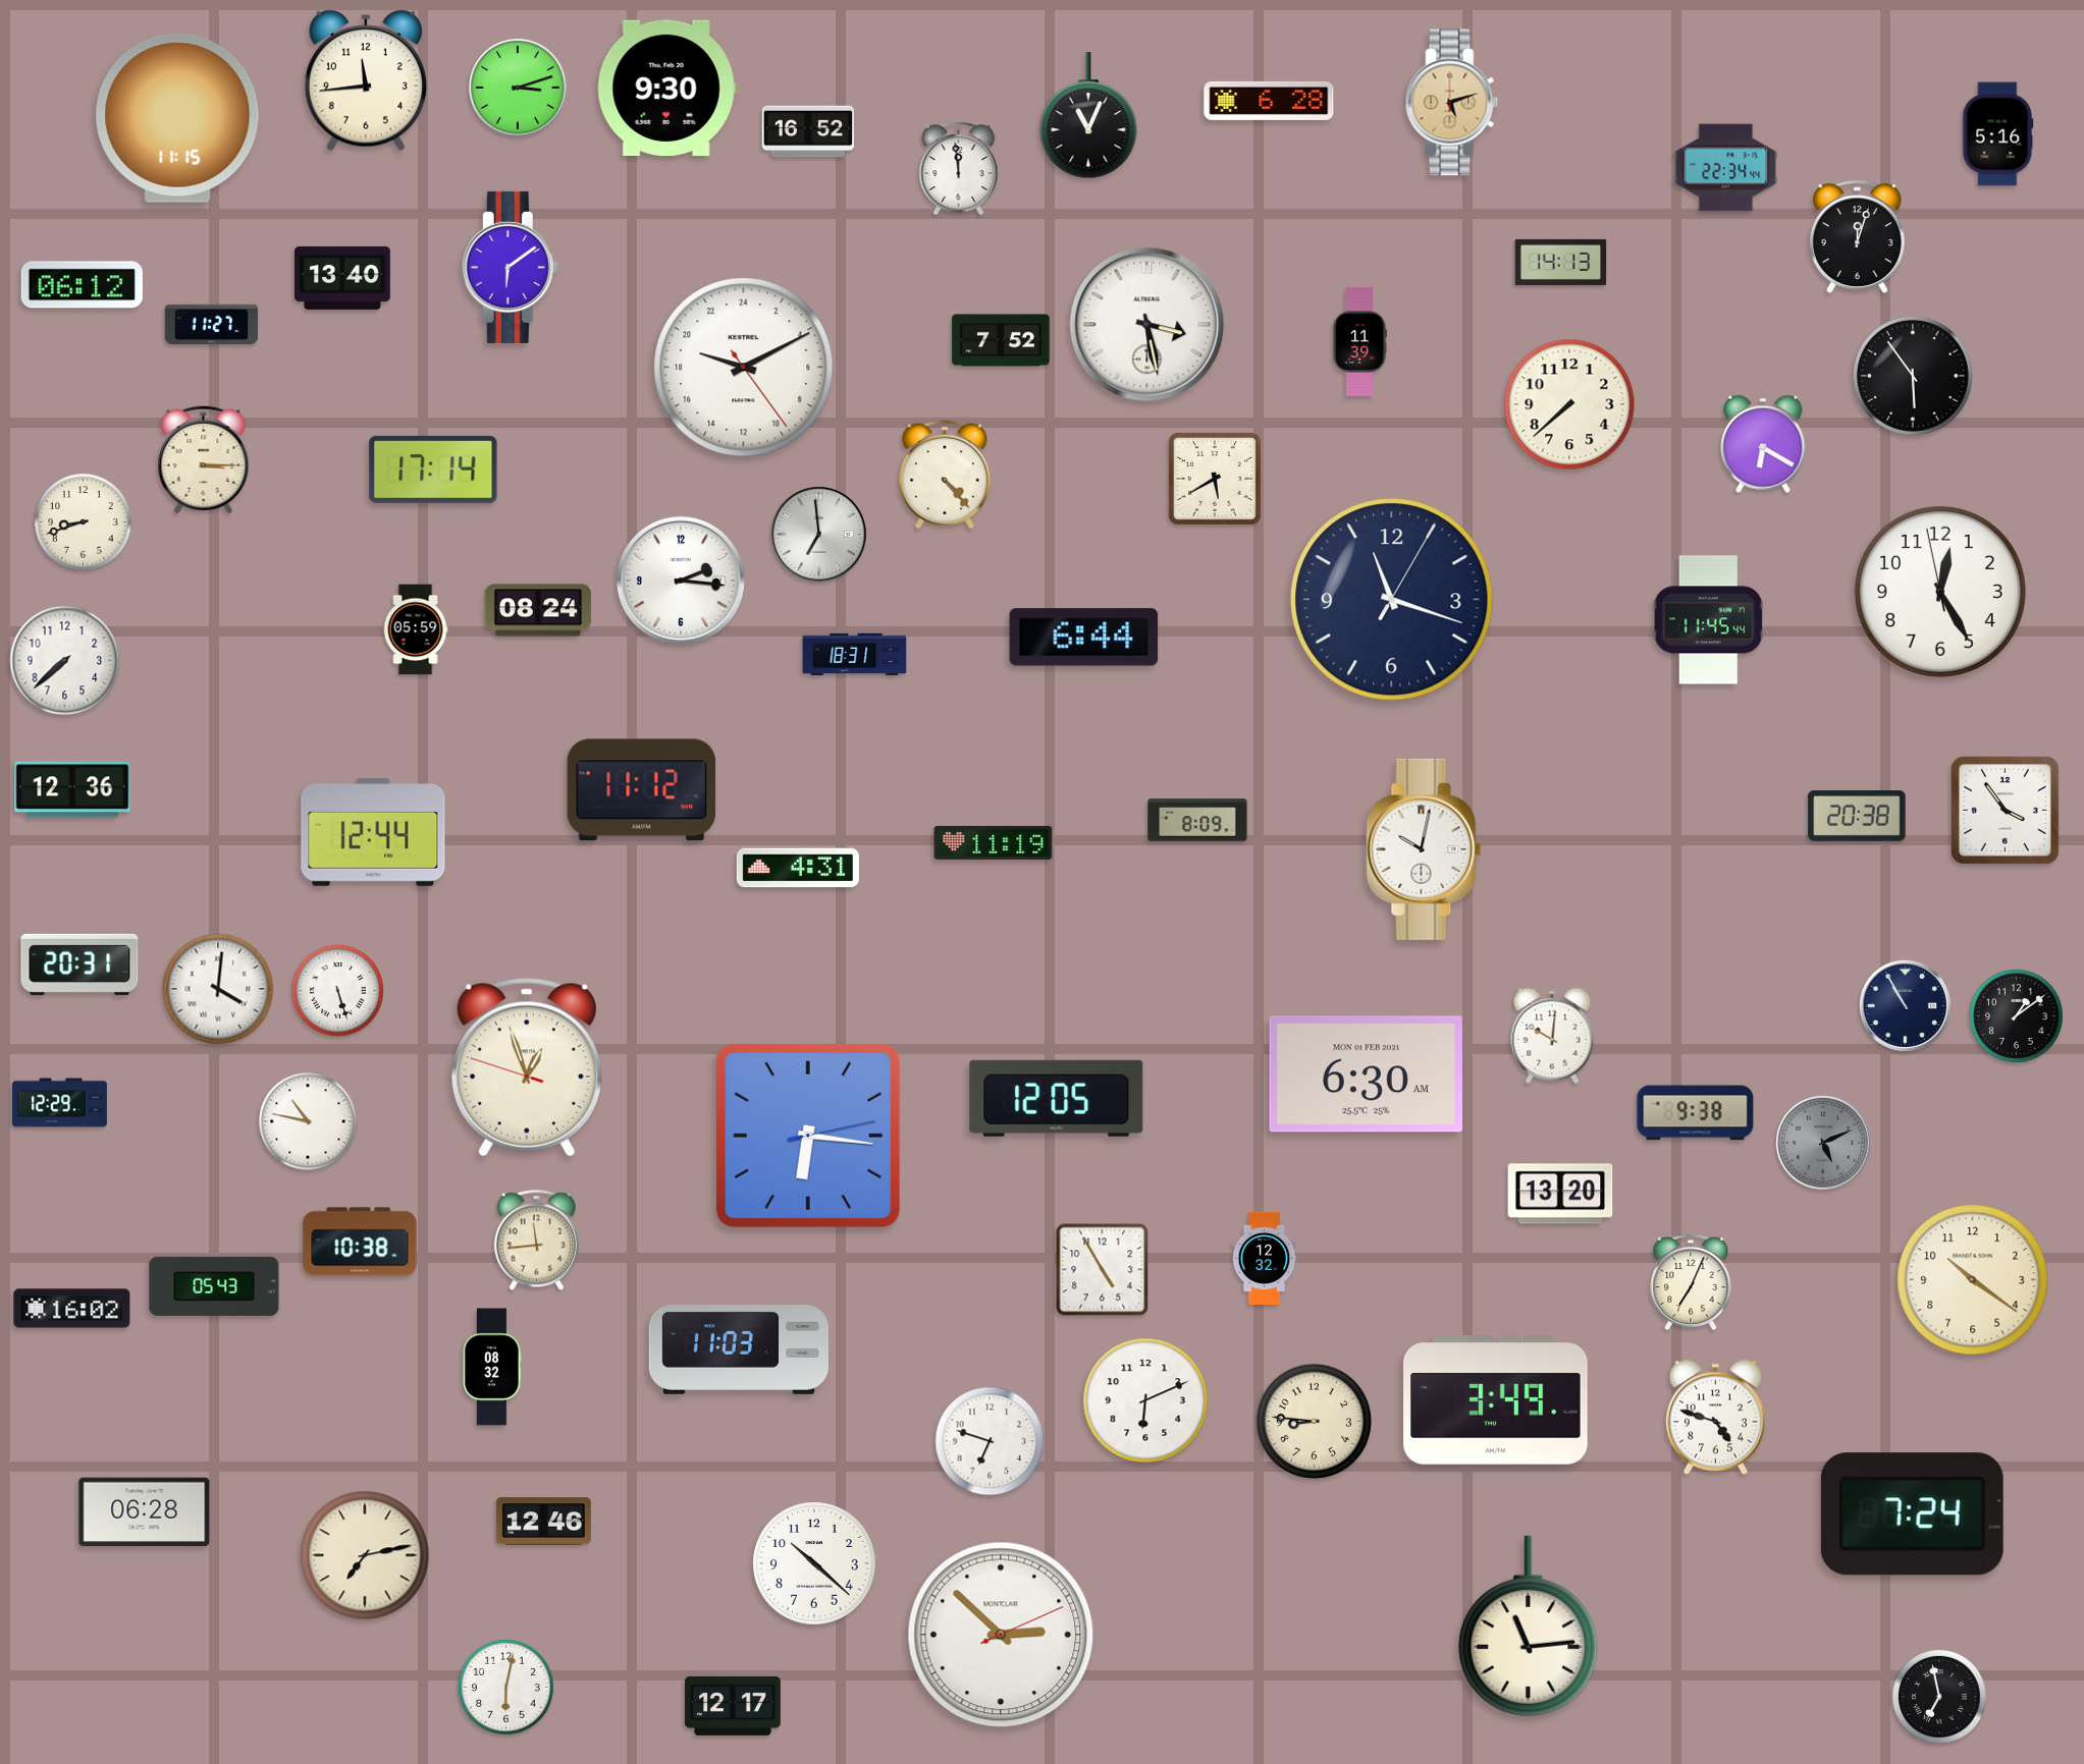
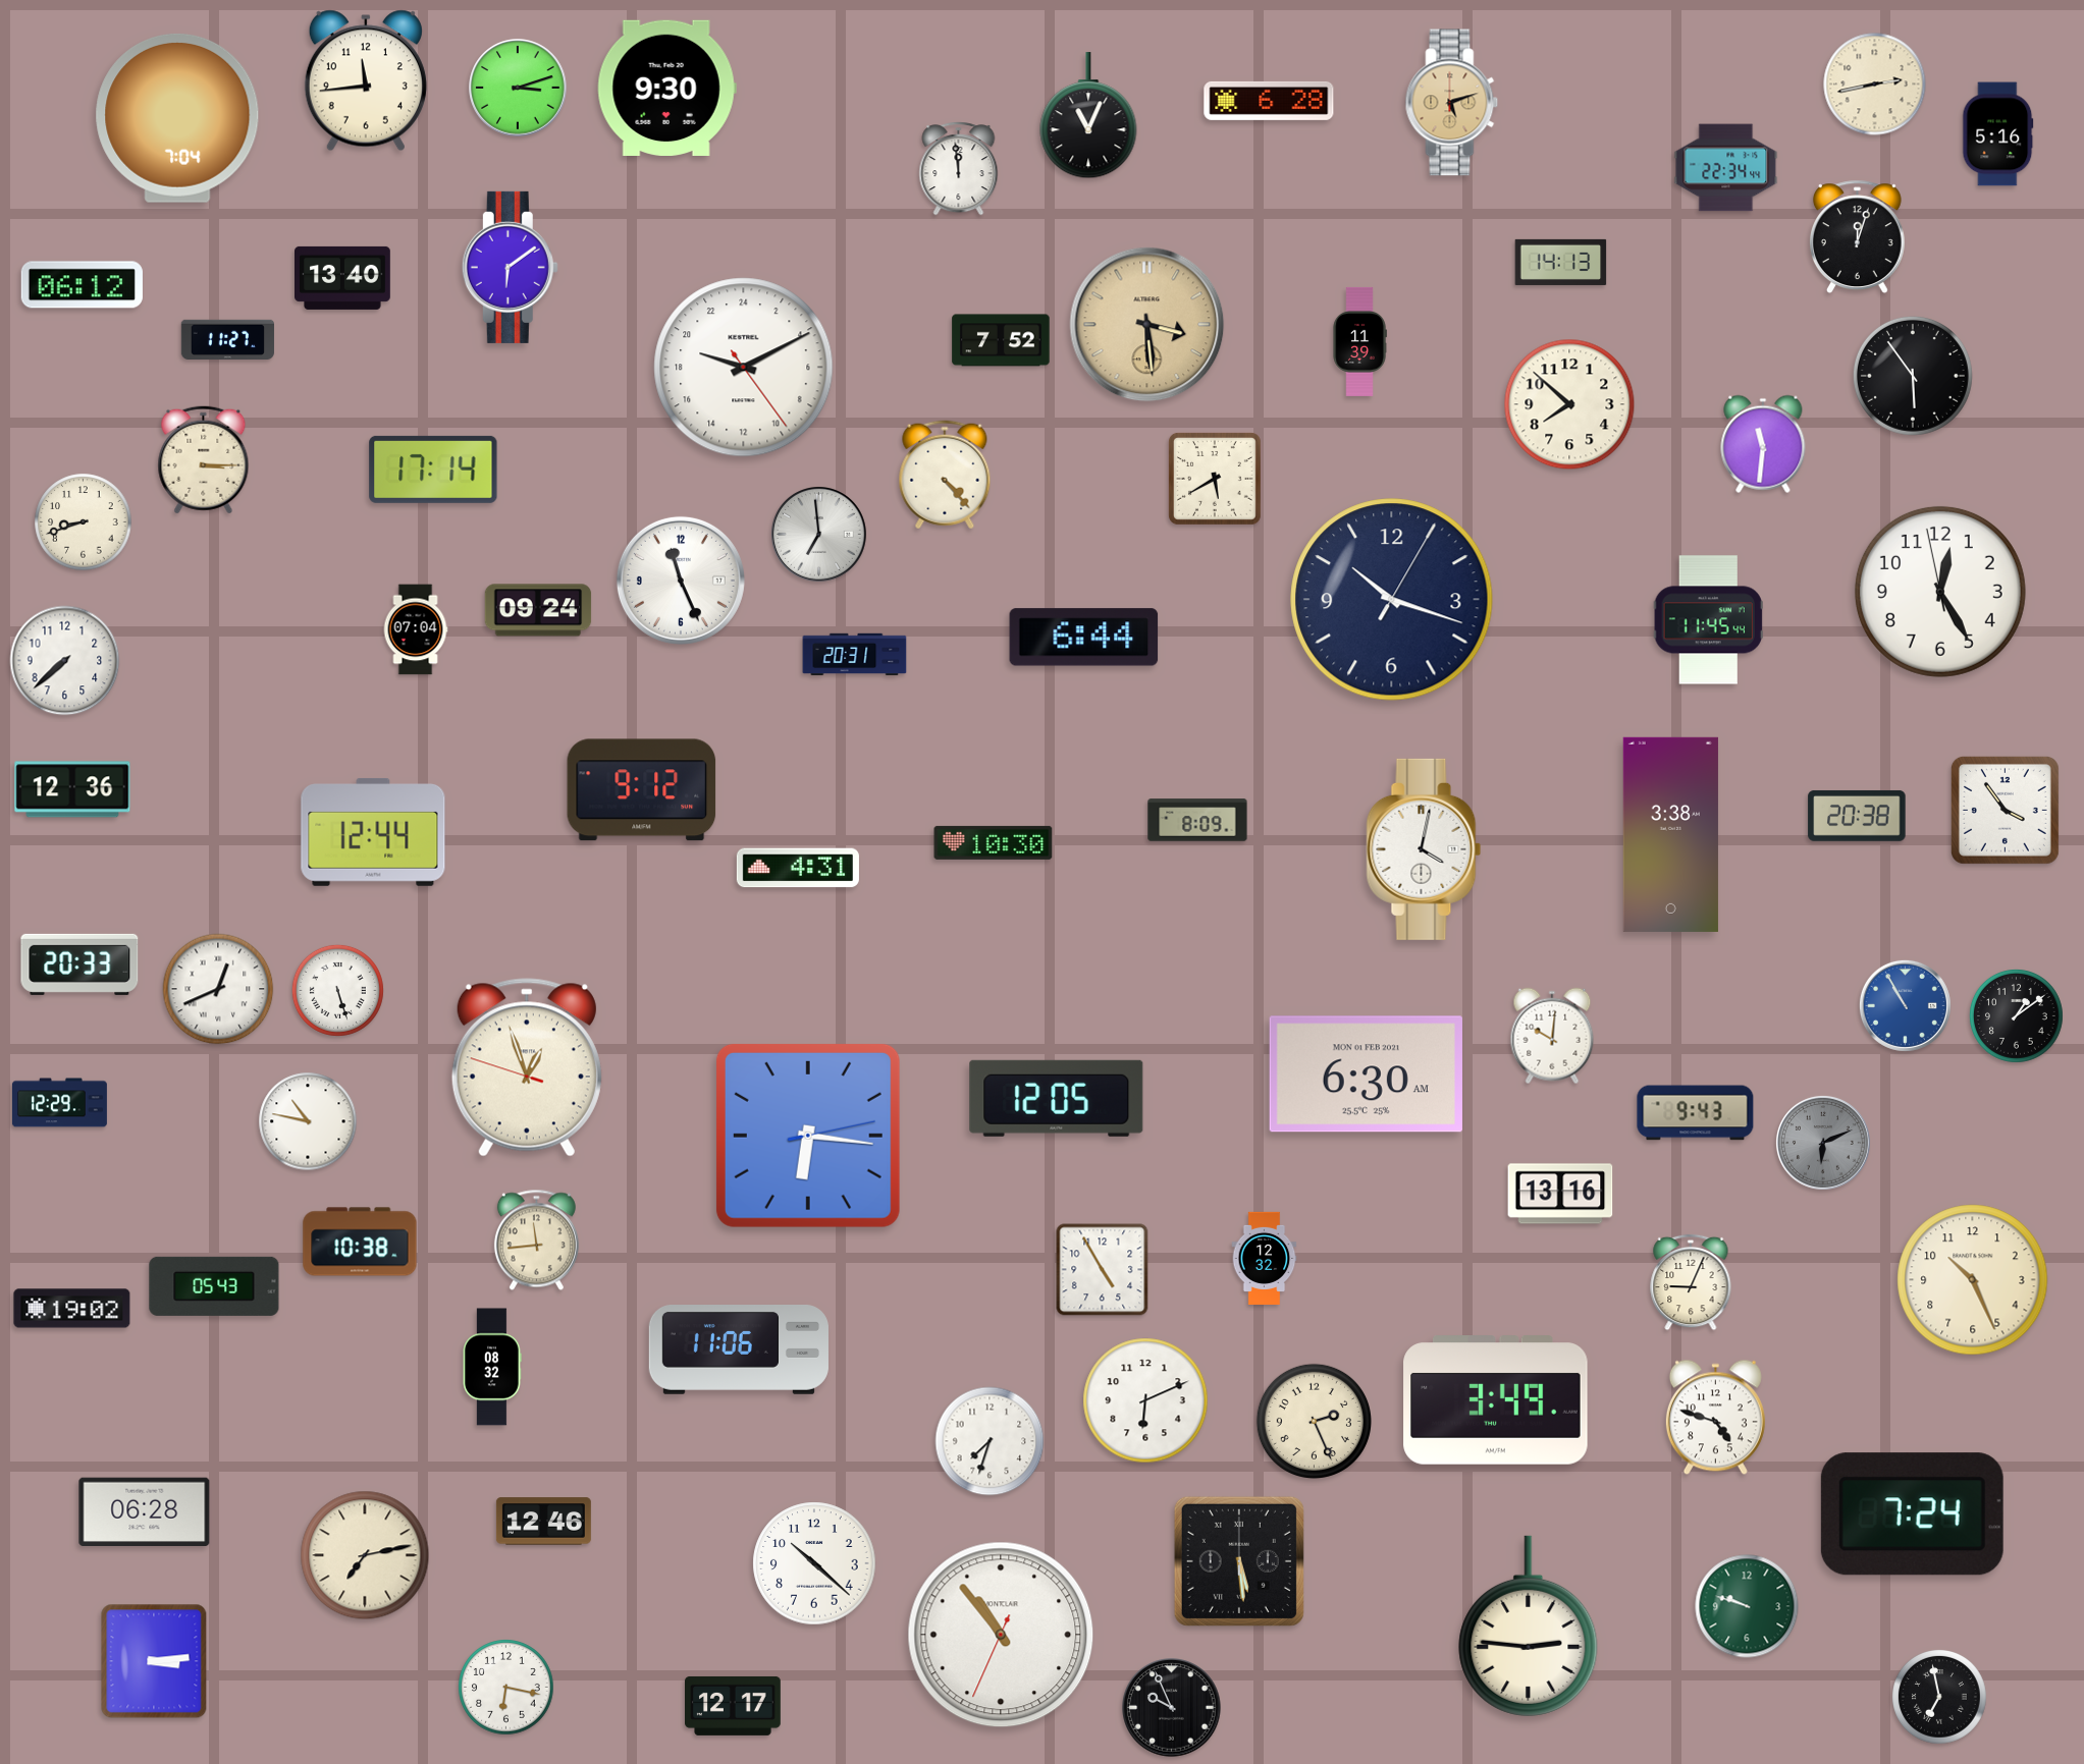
clock at (1875, 85): none -> 2:43
clock at (177, 118): 11:15 -> 7:04
clock at (808, 131): 16:52 -> none
clock at (211, 324) position: (211, 324) -> (227, 339)
clock at (1147, 325): 3:28 -> 3:29
clock at (1147, 325) dial: white -> champagne
clock at (1569, 404): 7:38 -> 7:52
clock at (1763, 444): 6:20 -> 11:31
clock at (681, 581): 2:16 -> 11:26
clock at (1392, 600): 11:18 -> 10:18
clock at (538, 610): 08:24 -> 09:24
clock at (416, 629): 05:59 -> 07:04
clock at (855, 655): 18:31 -> 20:31
clock at (642, 790): 11:12 -> 9:12
clock at (1670, 834): none -> 3:38
clock at (994, 842): 11:19 -> 10:30
clock at (1424, 849): 10:02 -> 4:02
clock at (79, 964): 20:31 -> 20:33
clock at (218, 989): 4:01 -> 12:41
clock at (1905, 1005) dial: navy -> blue
clock at (1696, 1113): 9:38 -> 9:43
clock at (1823, 1143): 5:11 -> 6:11
clock at (1560, 1194): 13:20 -> 13:16
clock at (1973, 1280): 10:21 -> 10:26
clock at (1691, 1282): 7:04 -> 9:04
clock at (72, 1309): 16:02 -> 19:02
clock at (739, 1350): 11:03 -> 11:06
clock at (1314, 1421): 8:46 -> 2:26
clock at (990, 1441): 6:48 -> 7:33
clock at (1239, 1561): none -> 5:29
clock at (1747, 1606): none -> 9:48
clock at (1529, 1625): 11:14 -> 2:46
clock at (1001, 1635): 2:52 -> 10:53
clock at (154, 1661): none -> 3:14
clock at (506, 1688): 6:02 -> 6:17
clock at (1172, 1708): none -> 9:56
